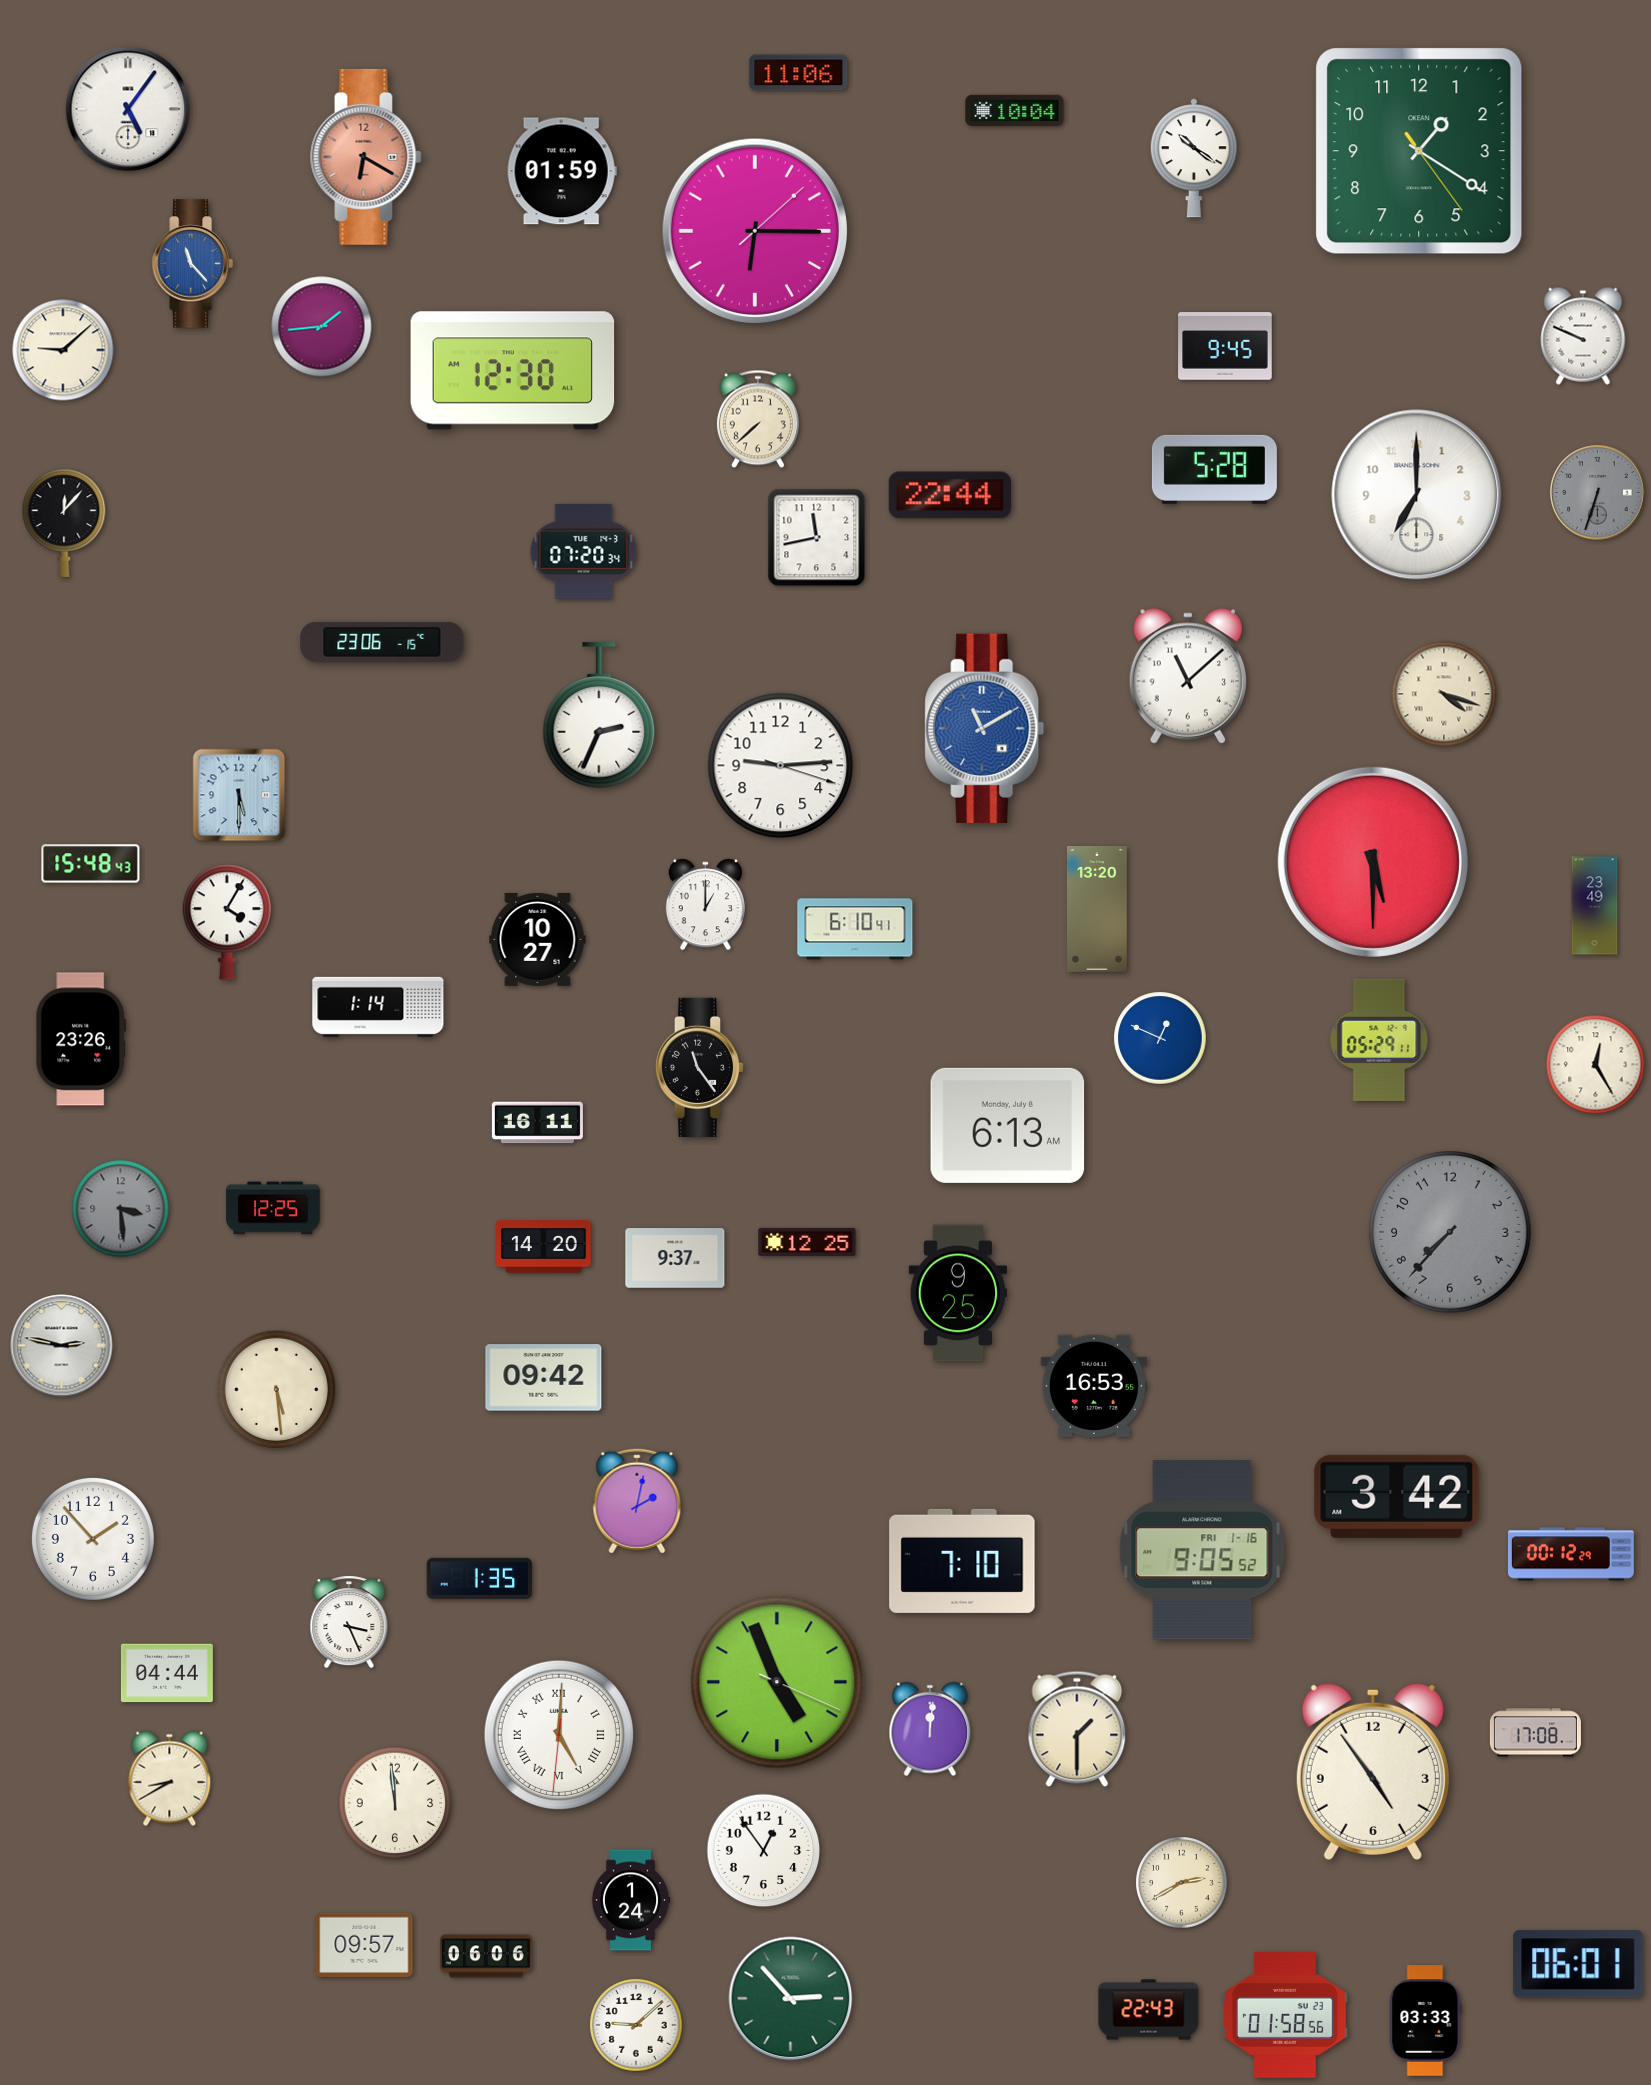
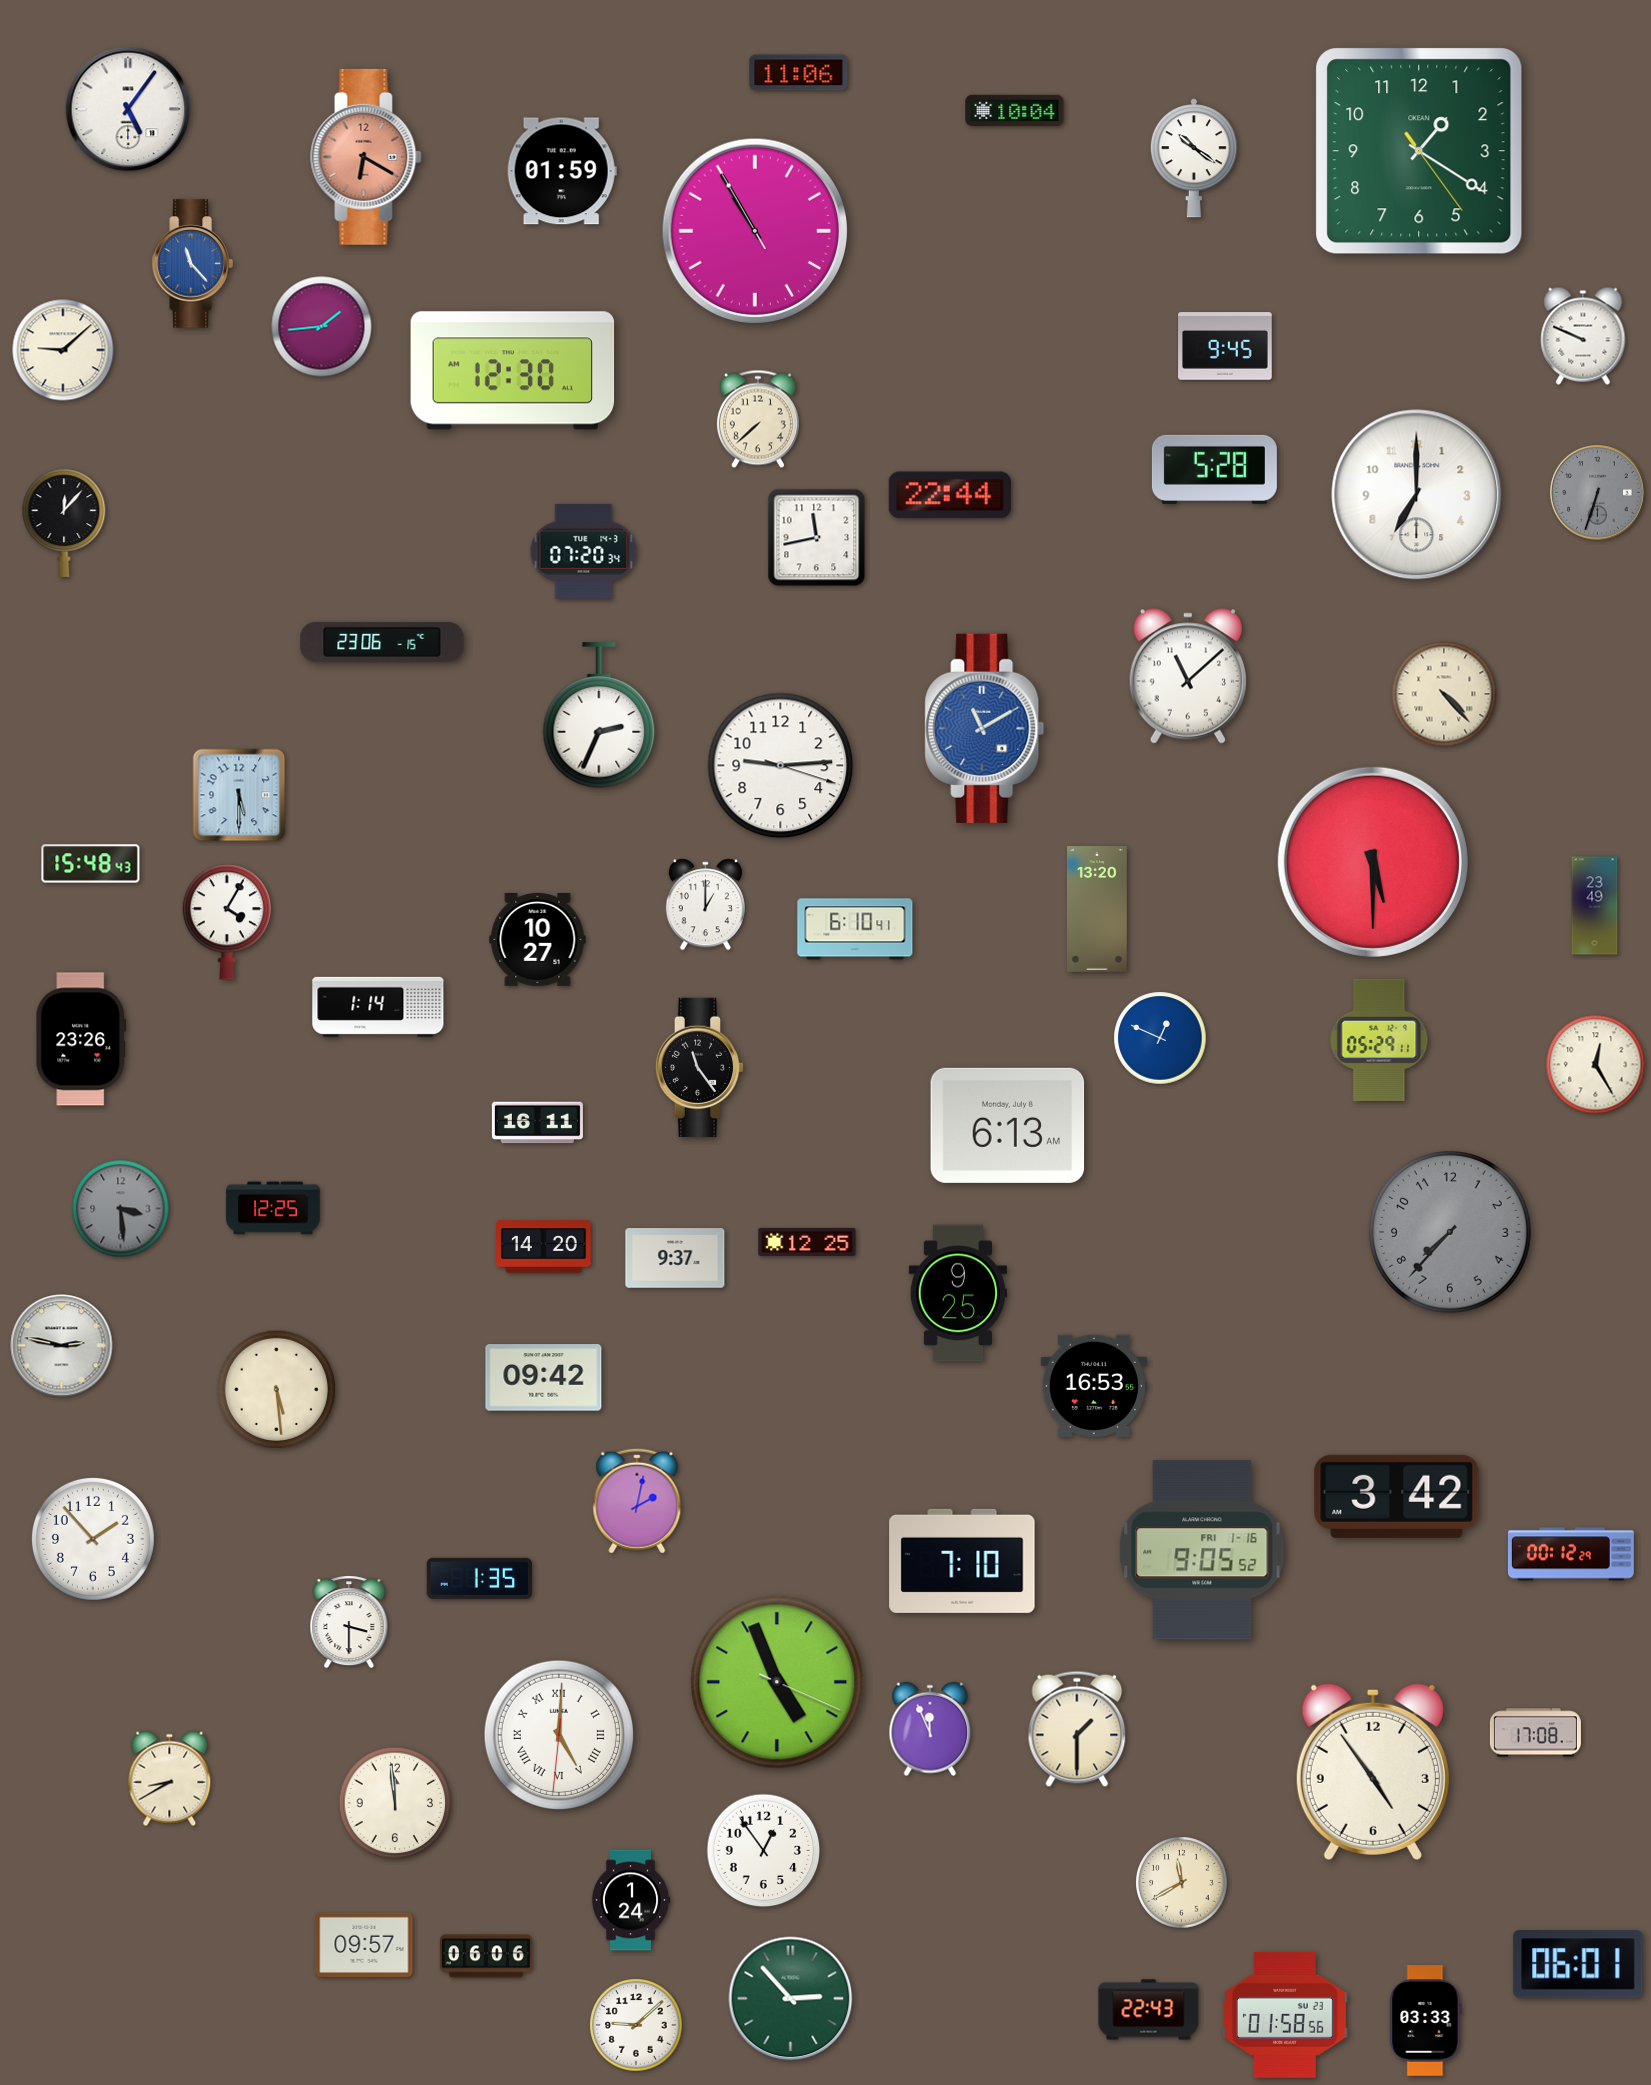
clock at (755, 231): 6:15 -> 10:54
clock at (1444, 694): 4:18 -> 4:23
clock at (349, 1622): 3:26 -> 3:30
clock at (167, 1673): 04:44 -> none
clock at (930, 1729): 12:01 -> 11:56
clock at (1182, 1883): 2:40 -> 11:40
